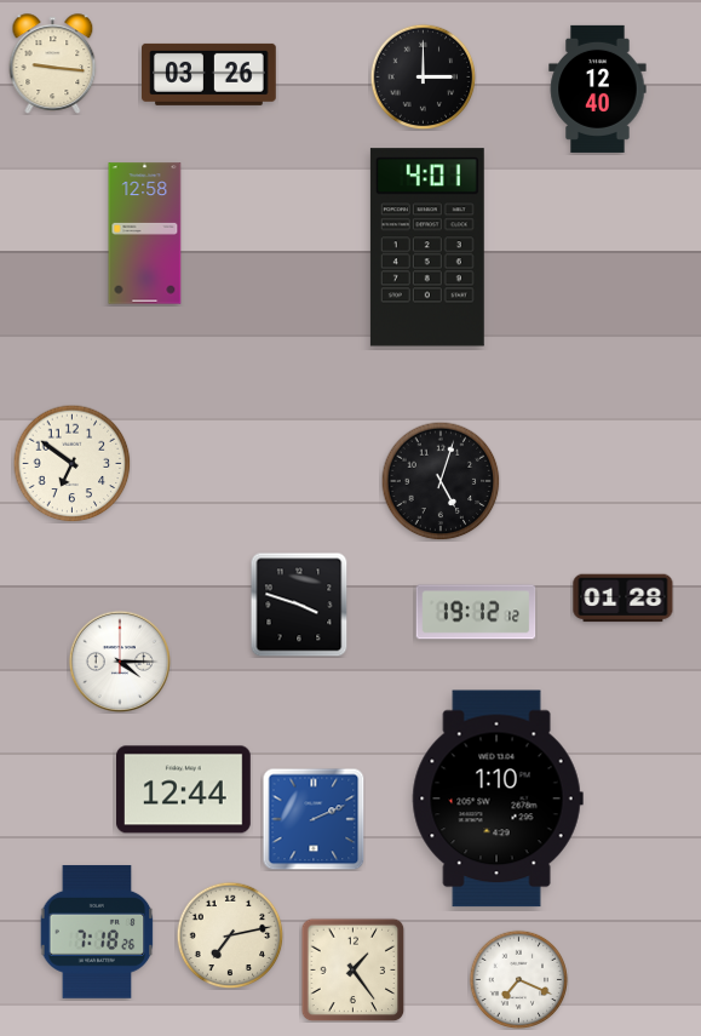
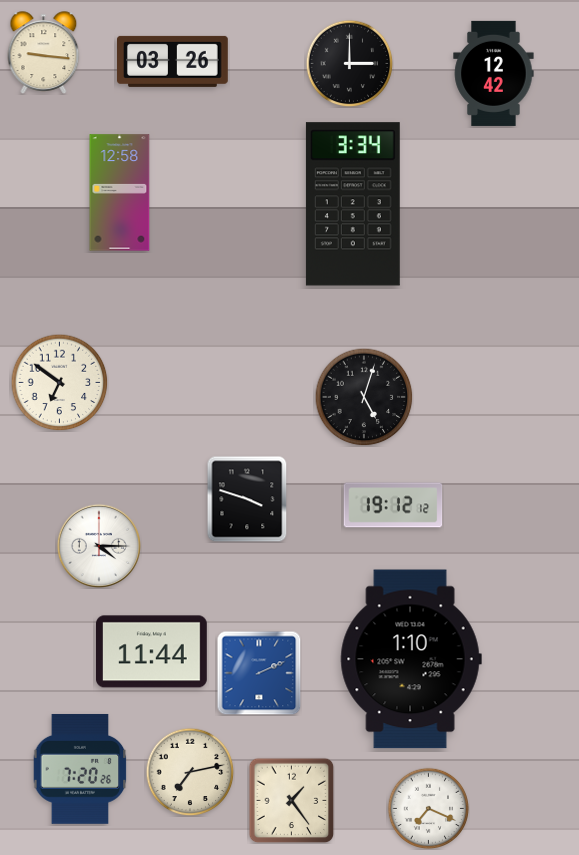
clock at (598, 88): 12:40 -> 12:42
clock at (427, 247): 4:01 -> 3:34
clock at (624, 599): 01:28 -> none
clock at (184, 790): 12:44 -> 11:44
clock at (314, 819) position: (314, 819) -> (259, 673)
clock at (97, 932): 7:18 -> 7:20
